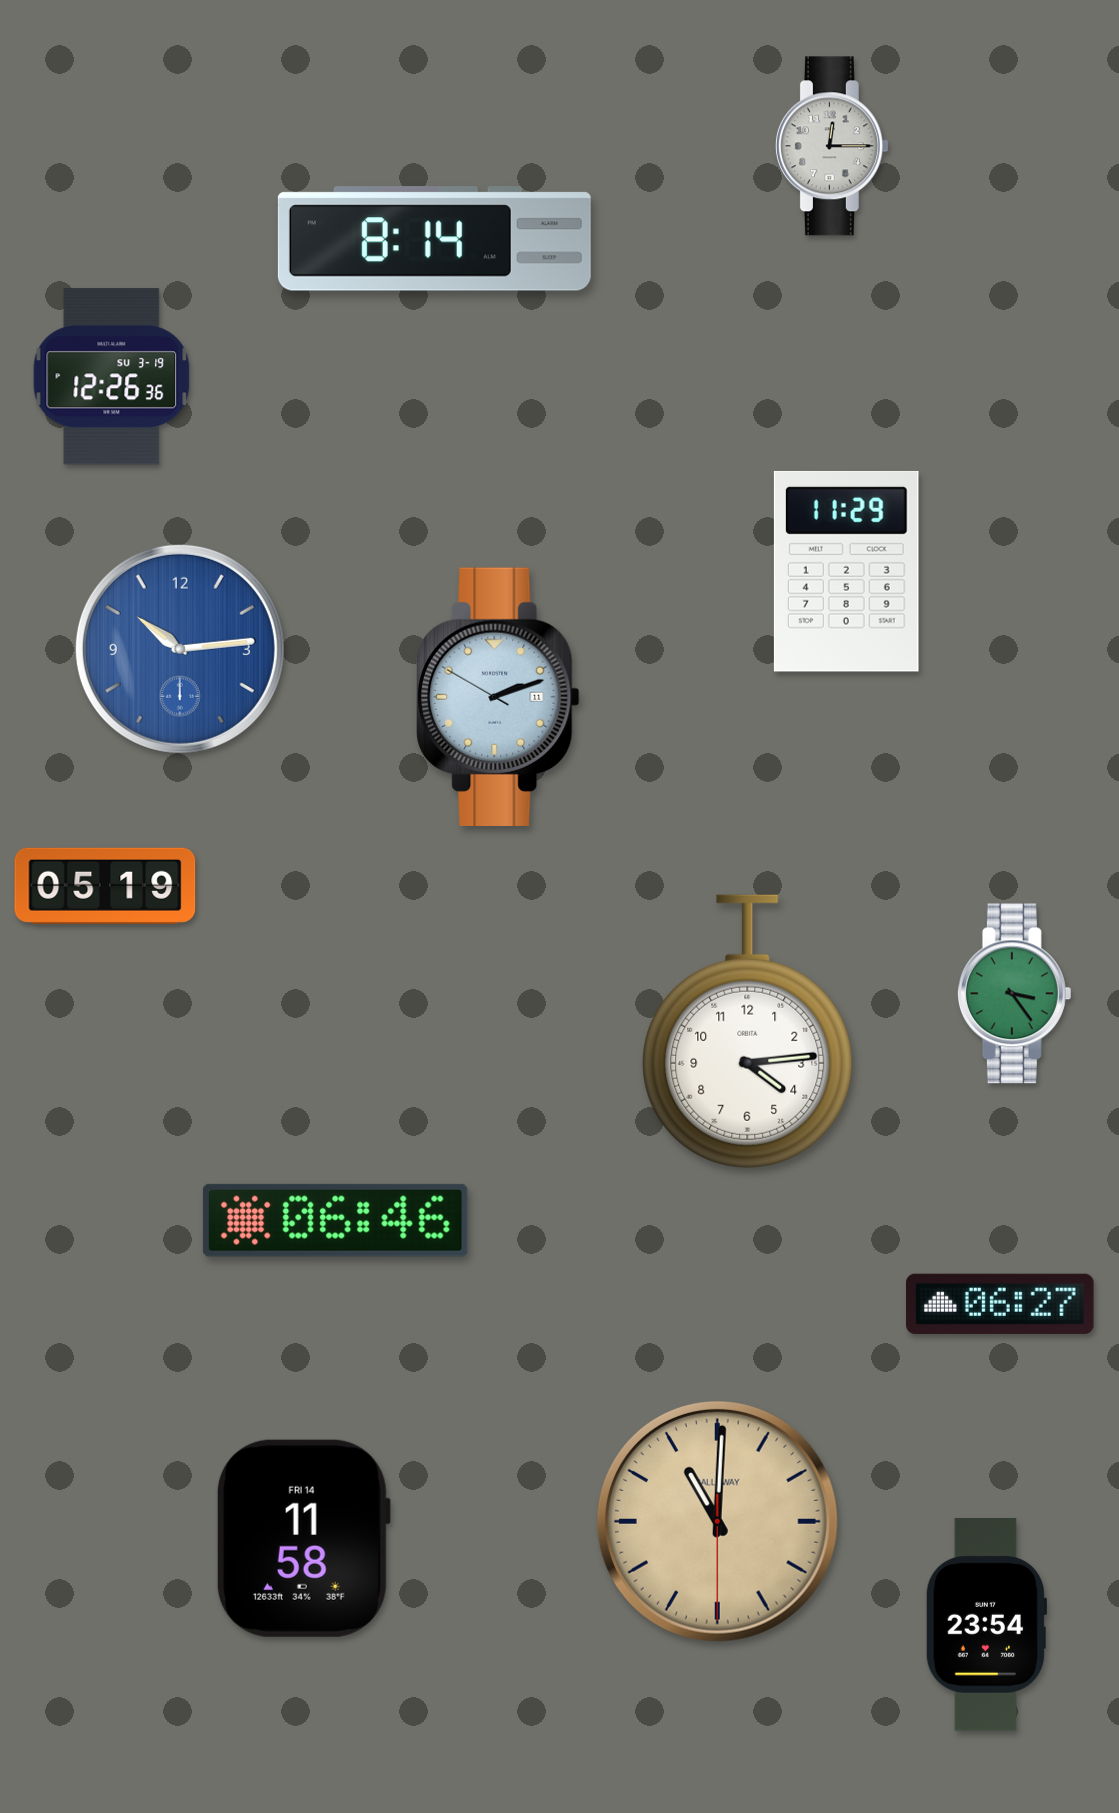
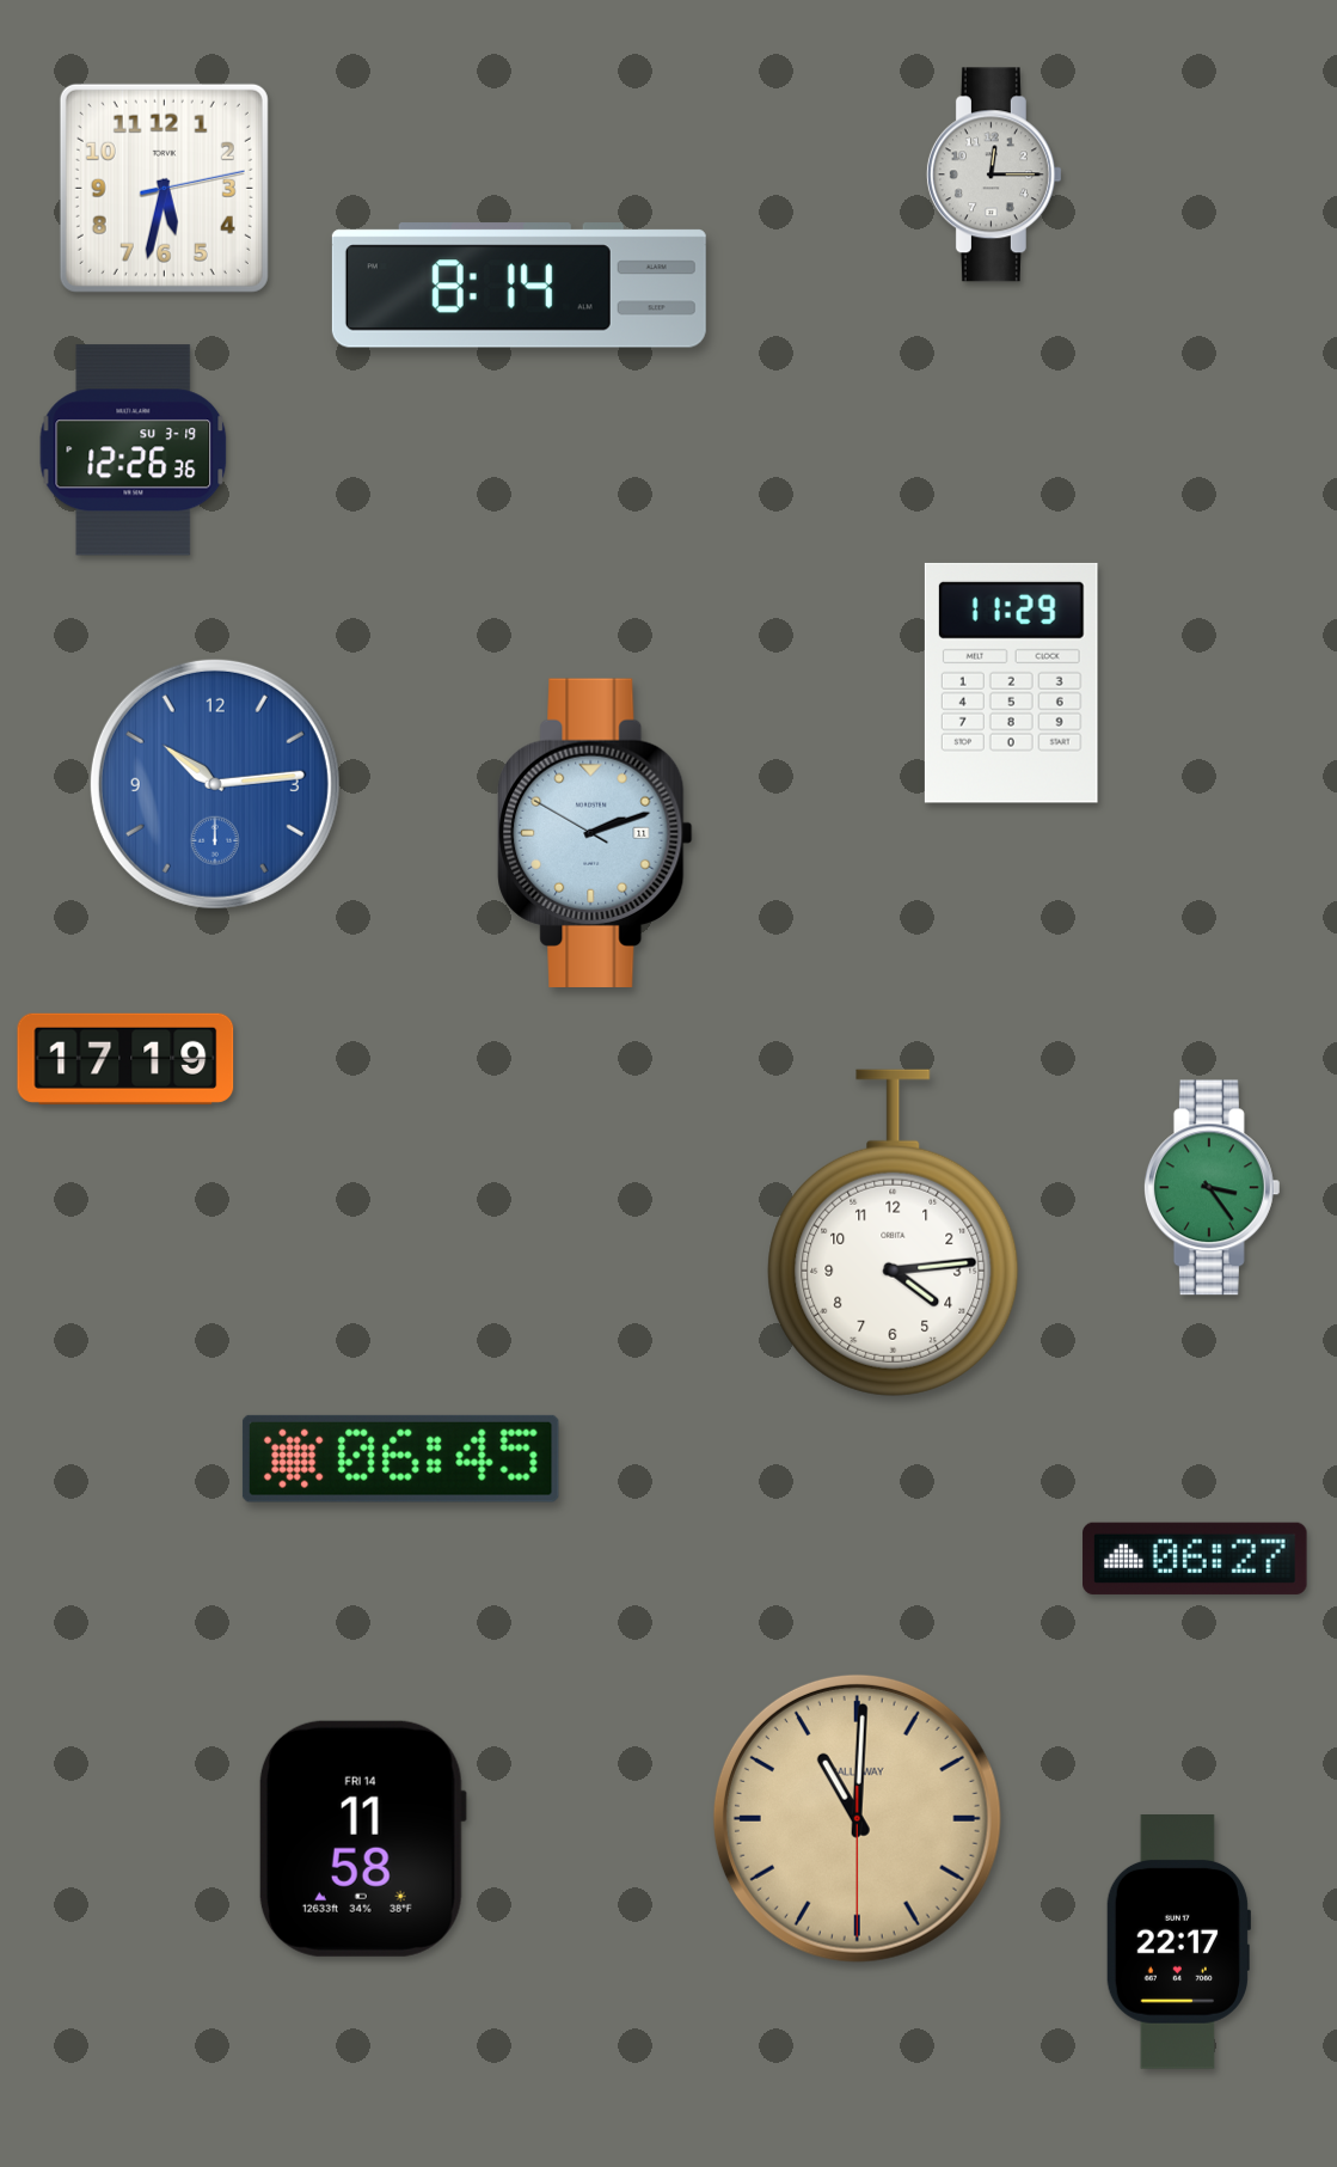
clock at (164, 188): none -> 5:32
clock at (180, 649) position: (180, 649) -> (215, 784)
clock at (105, 886): 05:19 -> 17:19
clock at (335, 1220): 06:46 -> 06:45
clock at (985, 1625): 23:54 -> 22:17
